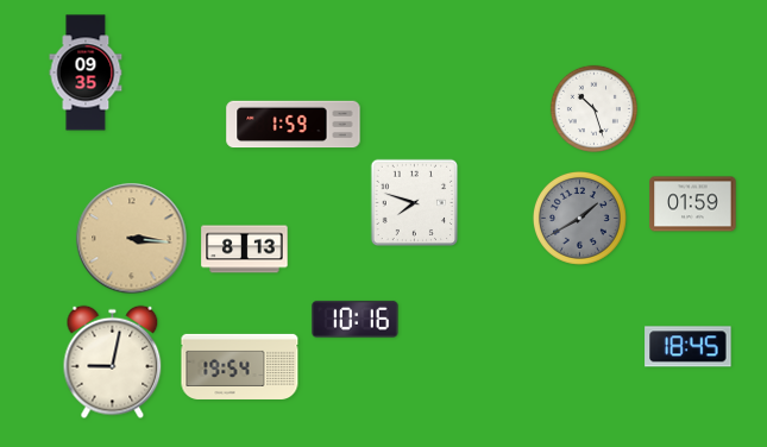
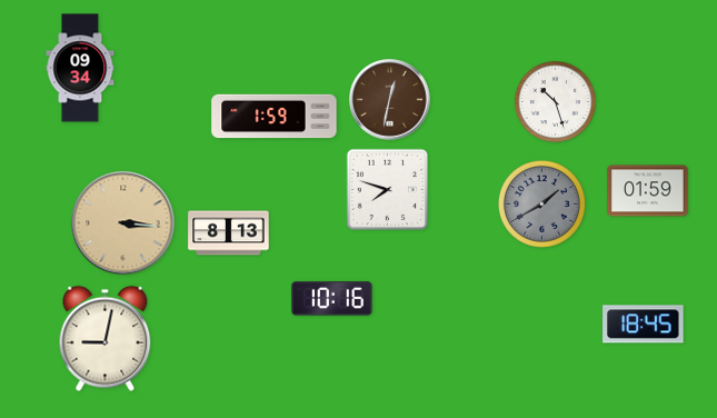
clock at (86, 73): 09:35 -> 09:34
clock at (390, 100): none -> 12:32
clock at (240, 366): 19:54 -> none
